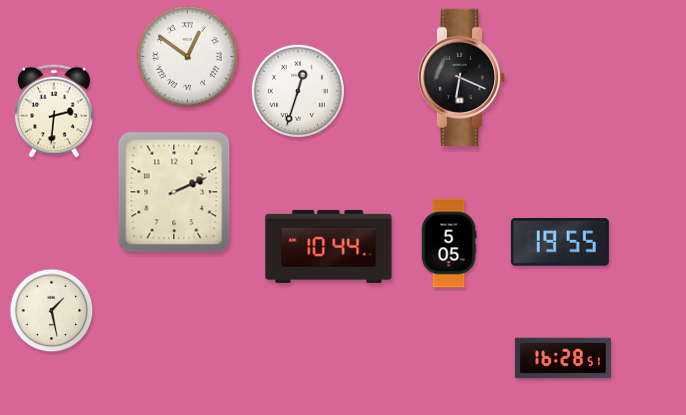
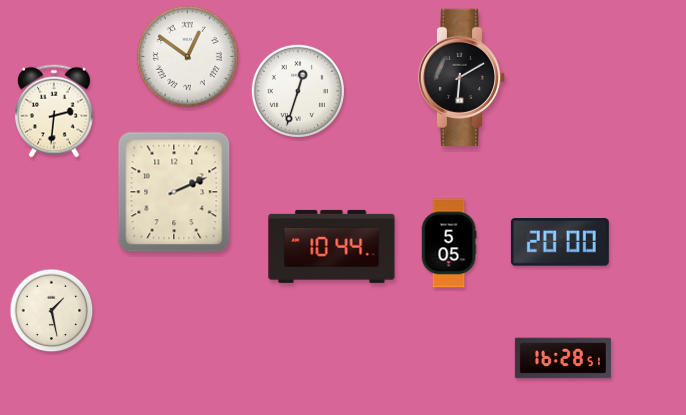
clock at (462, 77): 6:19 -> 6:10
clock at (560, 242): 19:55 -> 20:00
clock at (329, 246) position: (329, 246) -> (332, 246)
